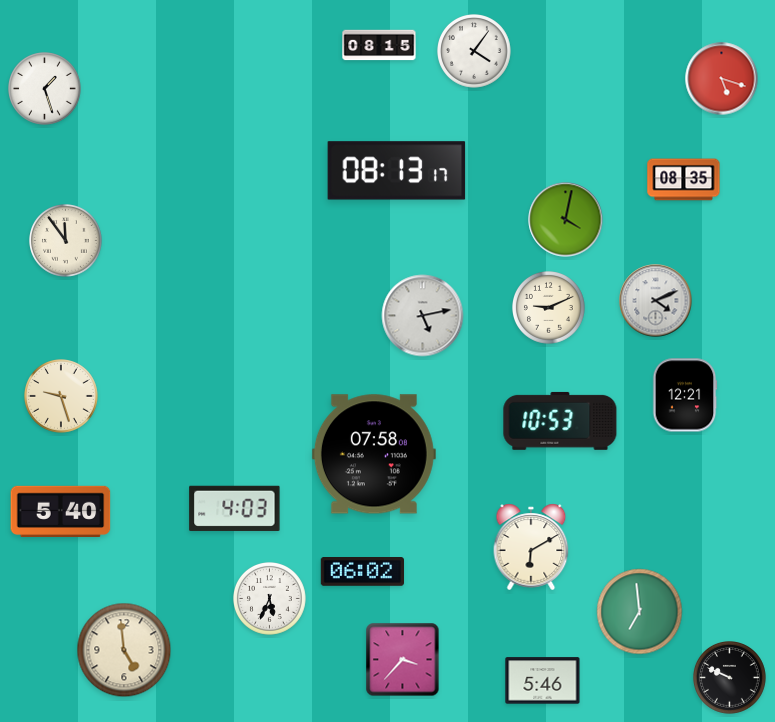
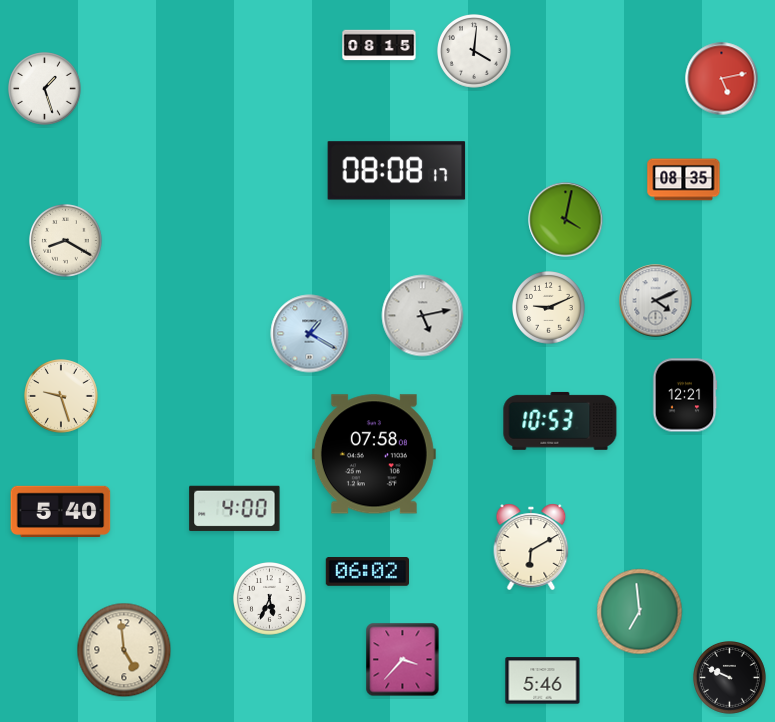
clock at (475, 52): 4:06 -> 4:01
clock at (722, 79): 5:18 -> 5:13
clock at (397, 171): 08:13 -> 08:08
clock at (66, 241): 11:54 -> 8:20
clock at (310, 334): none -> 1:20
clock at (235, 508): 4:03 -> 4:00
clock at (362, 572) position: (362, 572) -> (367, 572)
